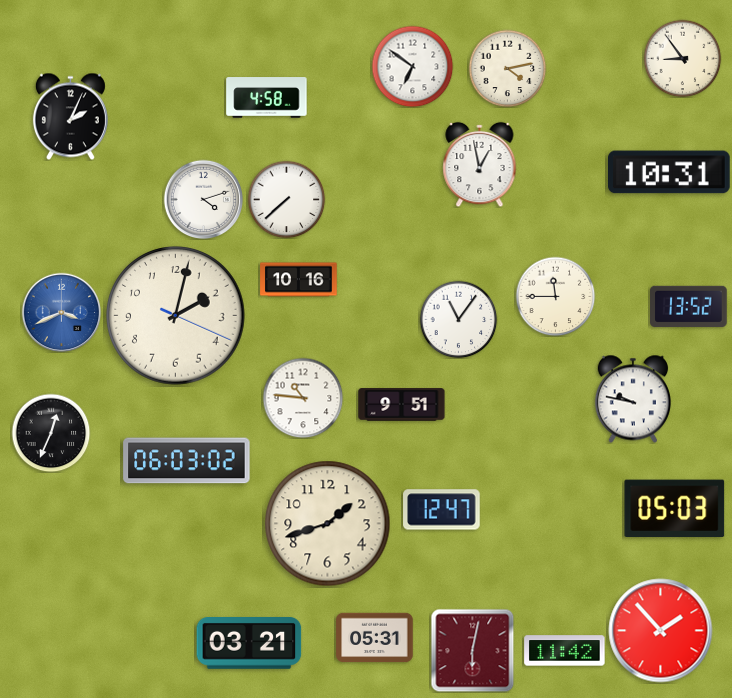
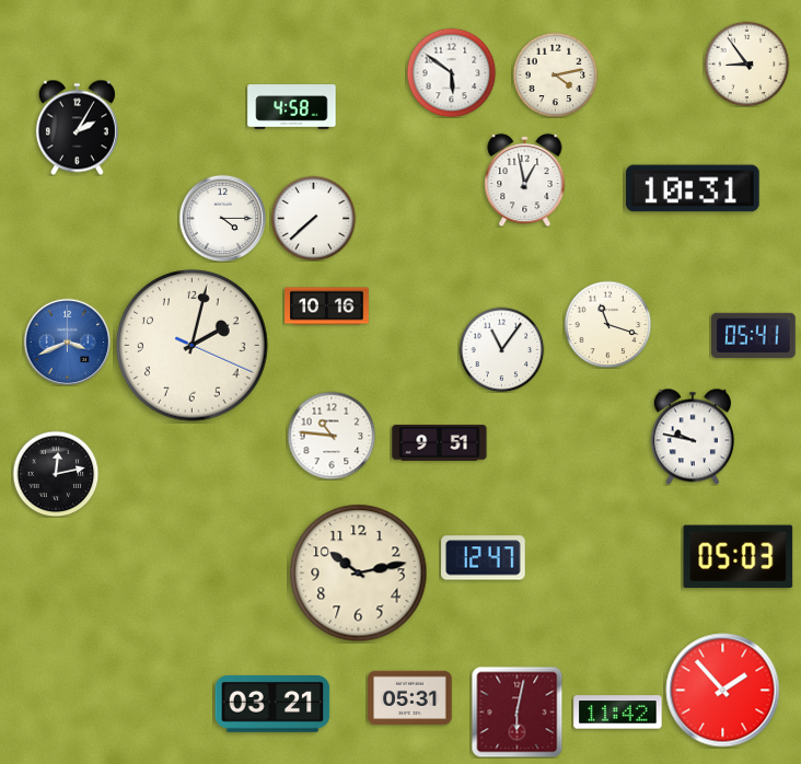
clock at (412, 66): 6:51 -> 5:51
clock at (70, 116): 2:04 -> 2:05
clock at (670, 172) position: (670, 172) -> (694, 188)
clock at (203, 199): 4:12 -> 4:15
clock at (555, 296): 11:45 -> 11:18
clock at (689, 306): 13:52 -> 05:41
clock at (51, 433): 12:34 -> 12:13
clock at (187, 461): 06:03 -> none
clock at (328, 524): 1:42 -> 10:13
